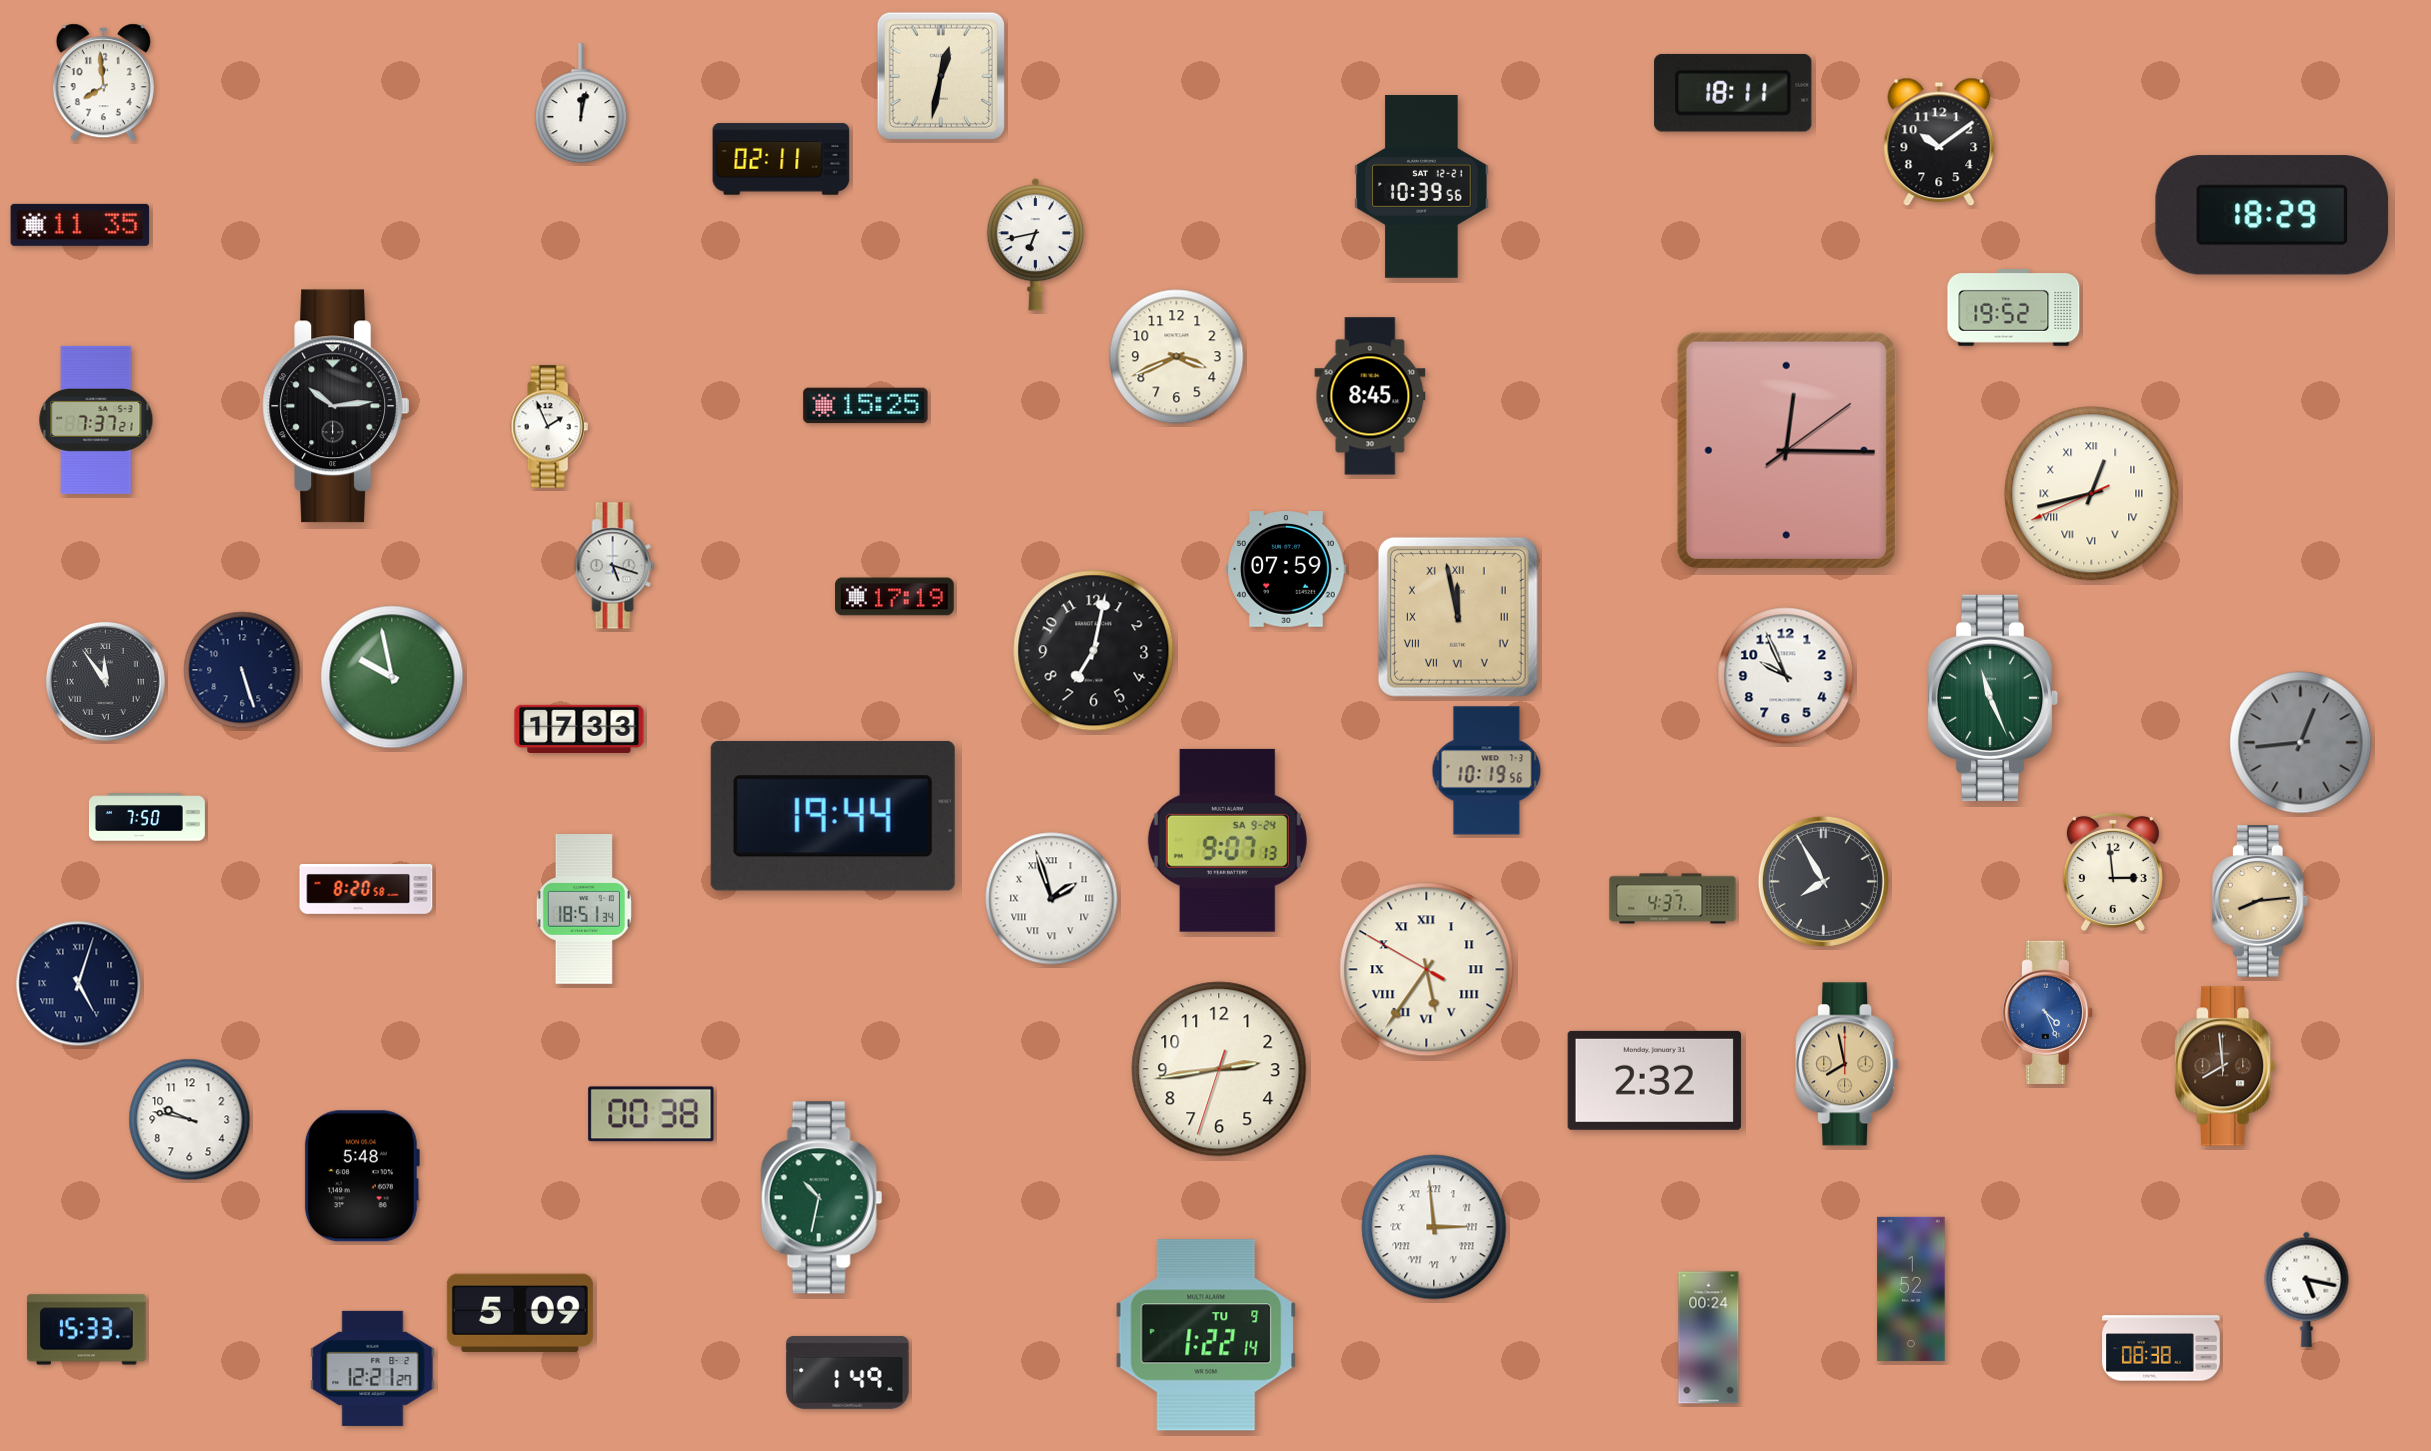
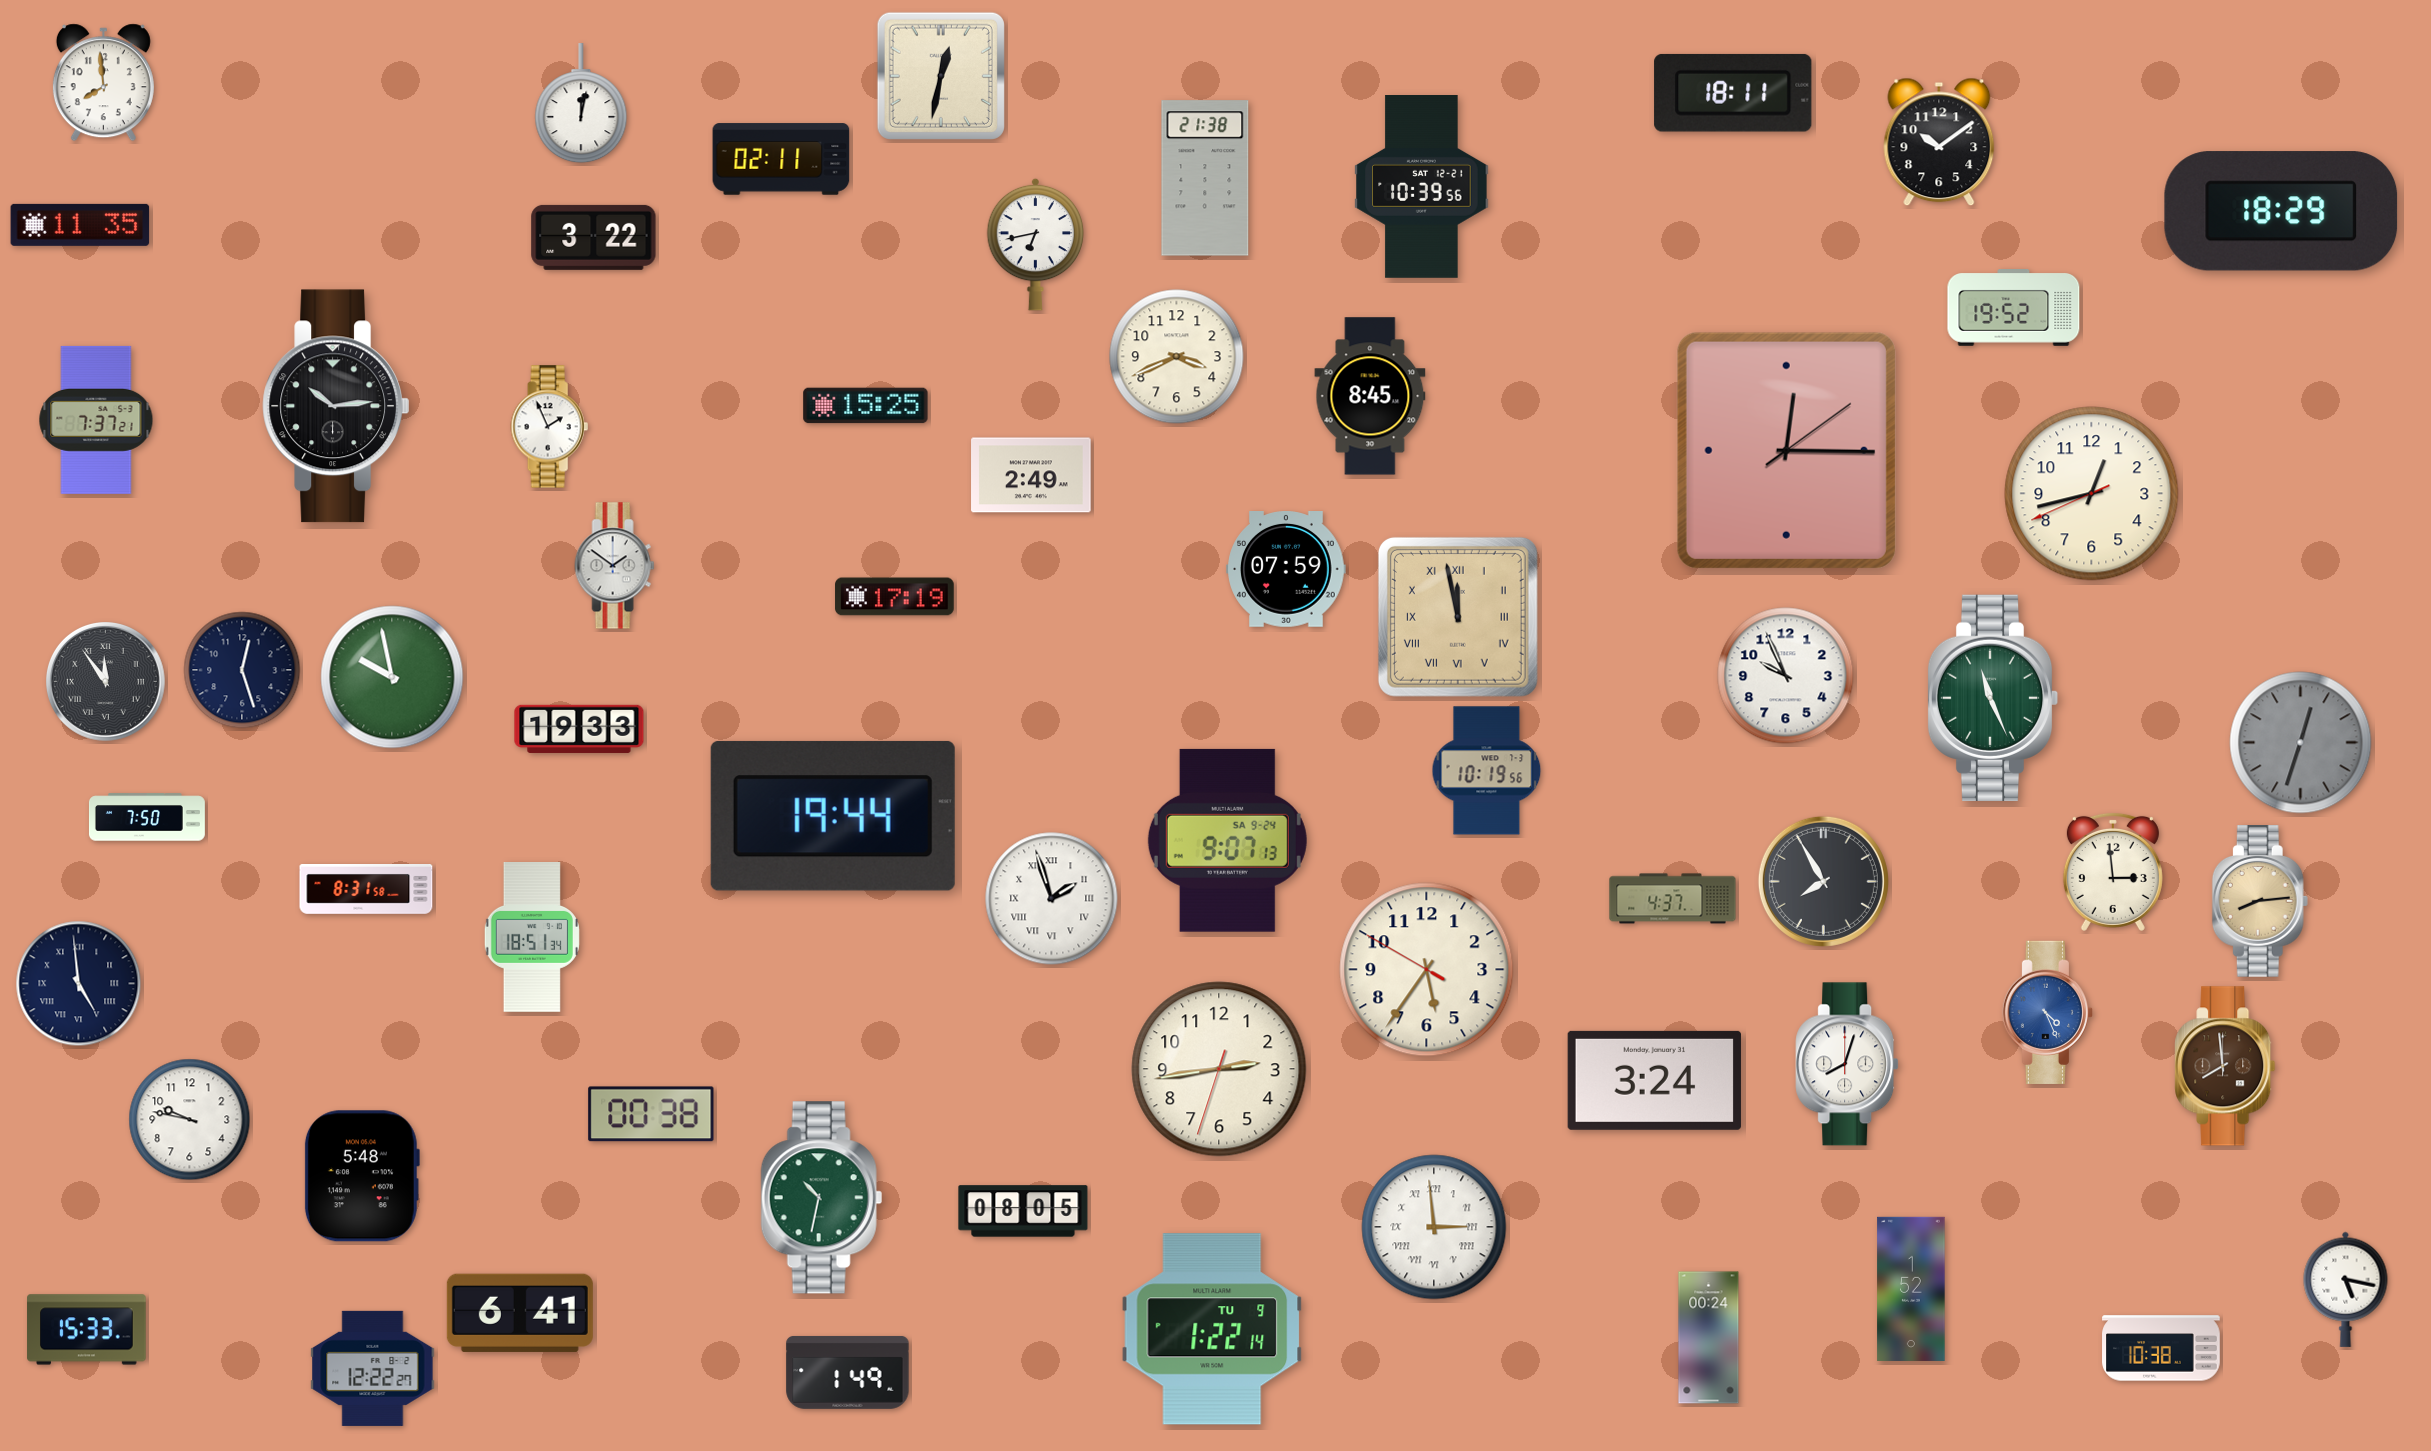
clock at (1205, 178): none -> 21:38
clock at (2272, 215) position: (2272, 215) -> (2281, 211)
clock at (594, 237): none -> 3:22
clock at (1031, 475): none -> 2:49
clock at (2092, 494) numerals: Roman -> Arabic
clock at (615, 566): 5:18 -> 1:51
clock at (1094, 651): 7:02 -> none
clock at (242, 670): 5:27 -> 12:27
clock at (579, 729): 17:33 -> 19:33
clock at (2301, 743): 12:44 -> 12:33
clock at (366, 890): 8:20 -> 8:31
clock at (584, 910) position: (584, 910) -> (532, 938)
clock at (1427, 970) numerals: Roman -> Arabic
clock at (79, 984): 5:03 -> 4:59
clock at (1847, 1064): 7:58 -> 8:03
clock at (1847, 1064) dial: champagne -> white
clock at (1654, 1080): 2:32 -> 3:24
clock at (1023, 1211): none -> 08:05
clock at (2307, 1289) position: (2307, 1289) -> (2346, 1289)
clock at (520, 1313): 5:09 -> 6:41
clock at (1206, 1335) position: (1206, 1335) -> (1212, 1329)
clock at (2161, 1348): 08:38 -> 10:38
clock at (373, 1368): 12:21 -> 12:22
